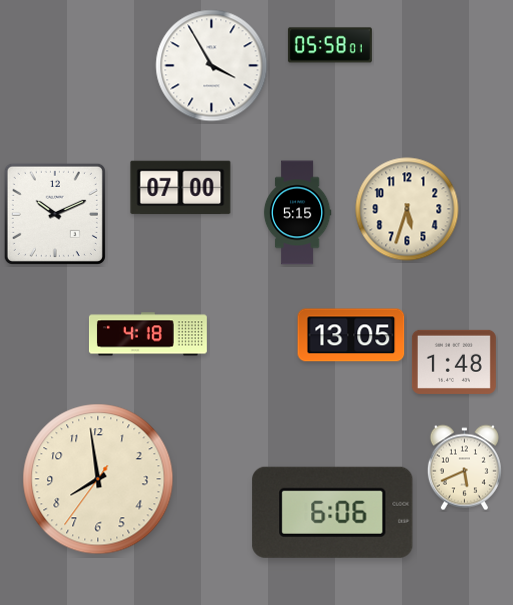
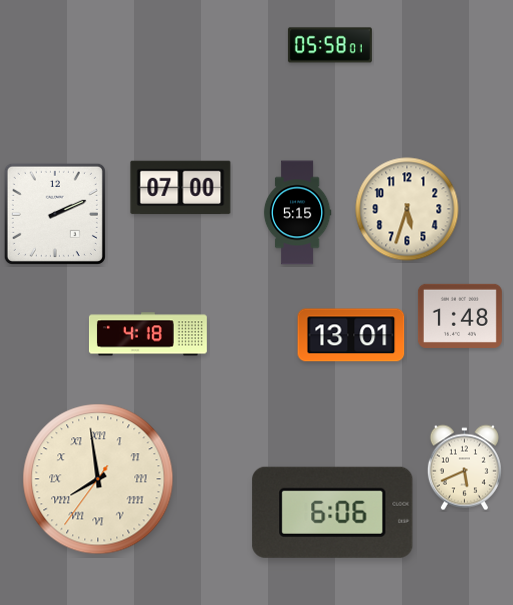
clock at (212, 66): 3:55 -> none
clock at (55, 214): 10:11 -> 2:11
clock at (351, 335): 13:05 -> 13:01
clock at (454, 362) position: (454, 362) -> (460, 316)
clock at (98, 479) numerals: Arabic -> Roman
